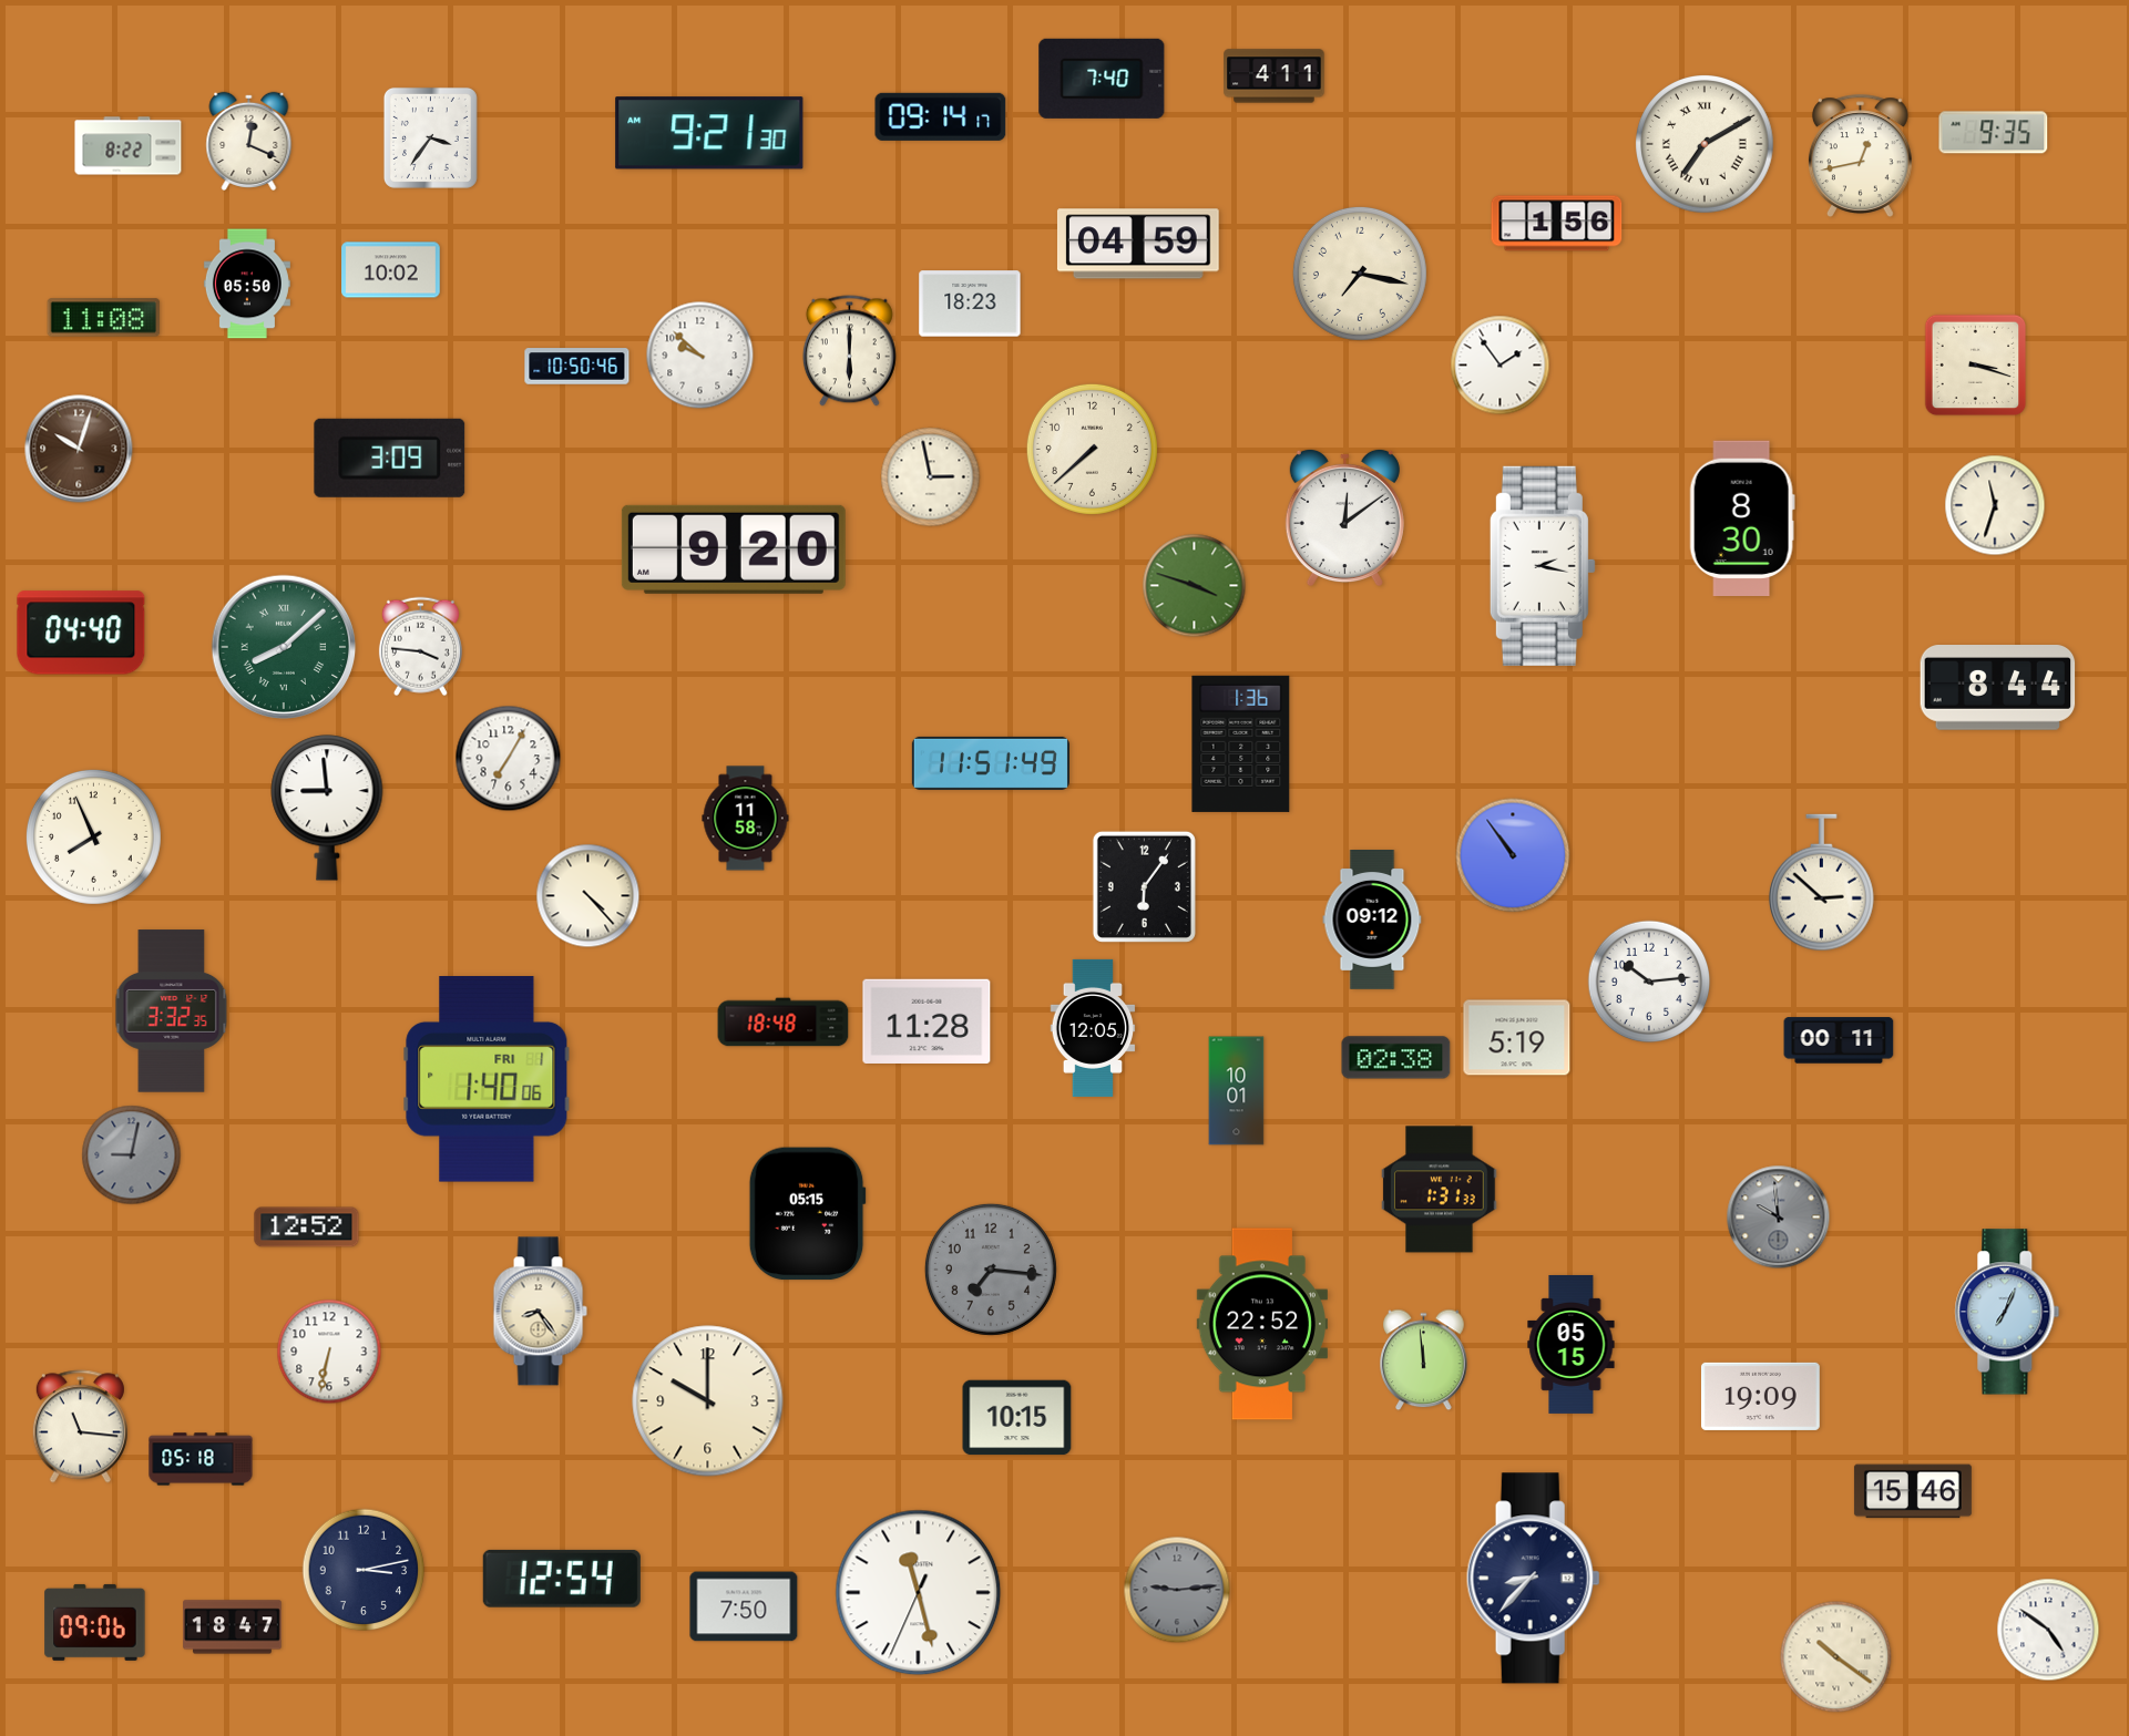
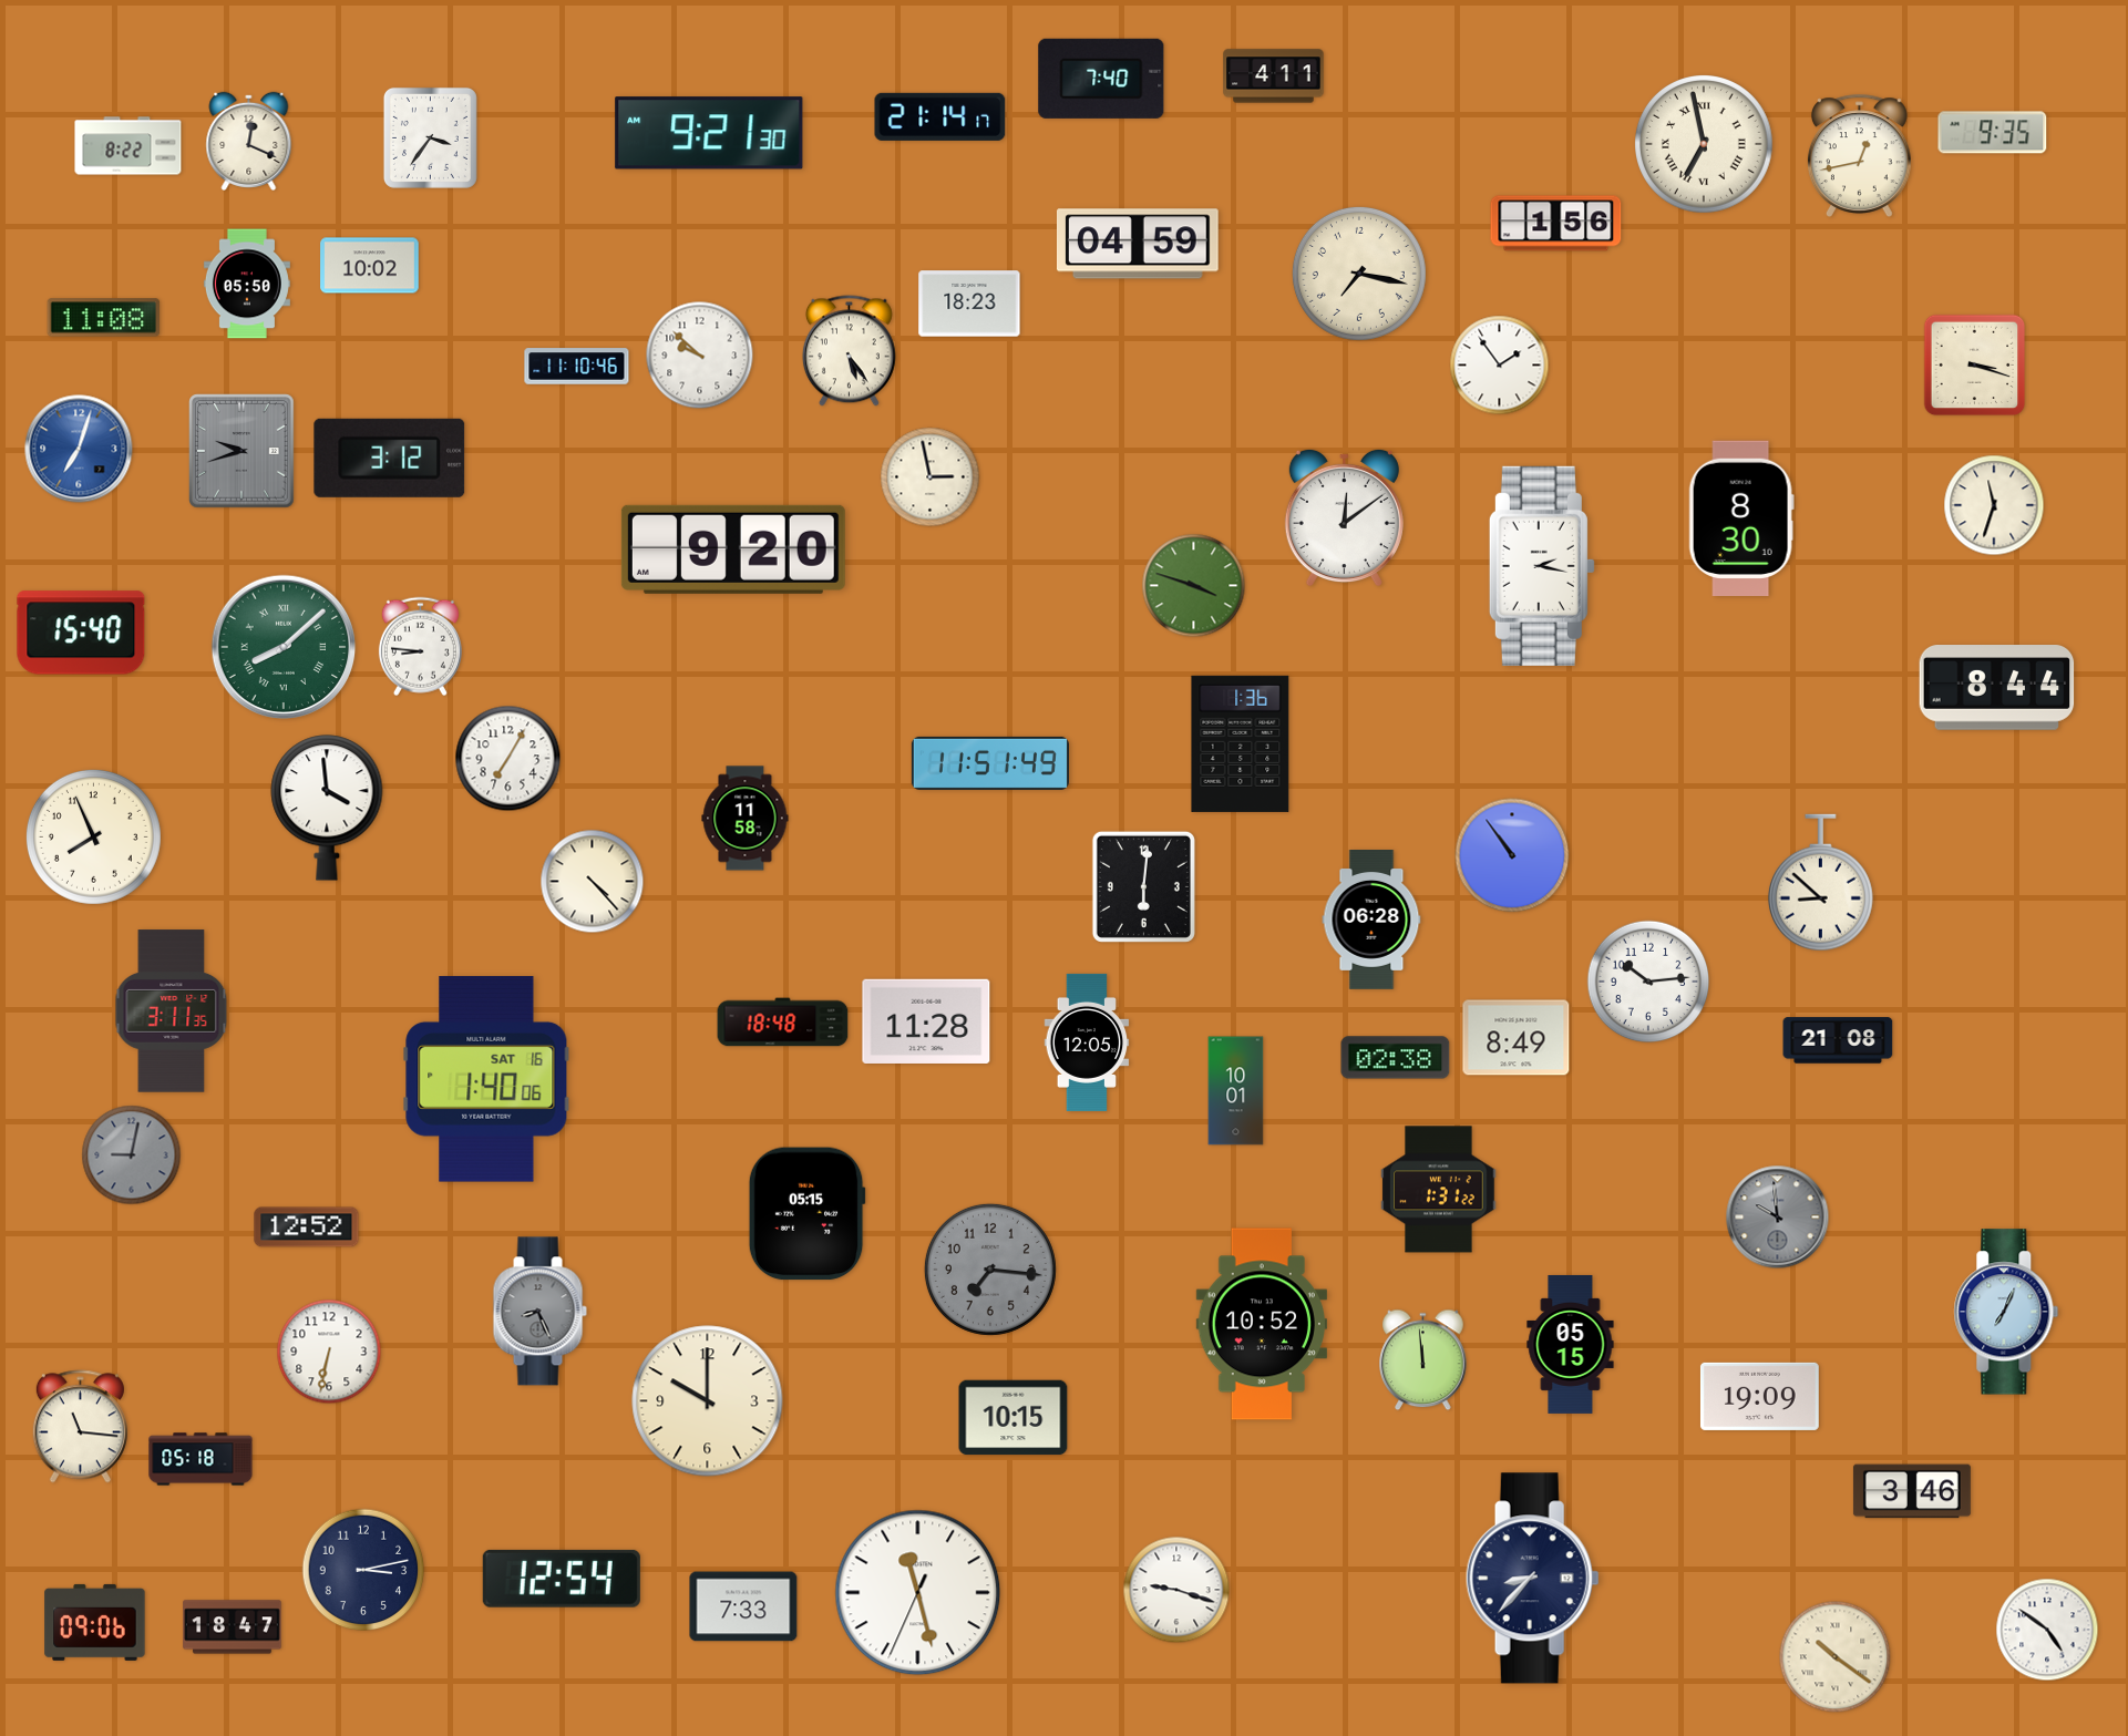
clock at (941, 116): 09:14 -> 21:14
clock at (1706, 145): 7:10 -> 6:58
clock at (391, 270) position: (391, 270) -> (370, 266)
clock at (849, 351): 6:00 -> 5:24
clock at (577, 367): 10:50 -> 11:10
clock at (79, 449): 10:03 -> 7:03
clock at (79, 449) dial: brown -> blue
clock at (1092, 449): 7:38 -> none
clock at (243, 451): none -> 9:42
clock at (390, 458): 3:09 -> 3:12
clock at (81, 633): 04:40 -> 15:40
clock at (420, 647): 3:46 -> 8:46
clock at (327, 808): 8:59 -> 3:59
clock at (1821, 883): 2:52 -> 8:52
clock at (1144, 886): 6:06 -> 6:01
clock at (588, 896) position: (588, 896) -> (593, 882)
clock at (1372, 921): 09:12 -> 06:28
clock at (172, 1011): 3:32 -> 3:11
clock at (1093, 1028) position: (1093, 1028) -> (1087, 1042)
clock at (1517, 1038): 5:19 -> 8:49
clock at (1839, 1040): 00:11 -> 21:08
clock at (487, 1079) date: FRI 1 -> SAT 16
clock at (1440, 1190): 1:31:33 -> 1:31:22
clock at (540, 1312): 8:24 -> 8:26
clock at (540, 1312) dial: cream -> grey
clock at (1262, 1324): 22:52 -> 10:52
clock at (1017, 1418) position: (1017, 1418) -> (1014, 1418)
clock at (1913, 1491): 15:46 -> 3:46
clock at (1177, 1590): 9:14 -> 9:18
clock at (1177, 1590) dial: grey -> white
clock at (744, 1606): 7:50 -> 7:33
